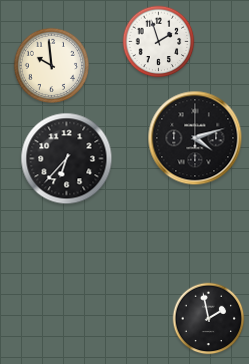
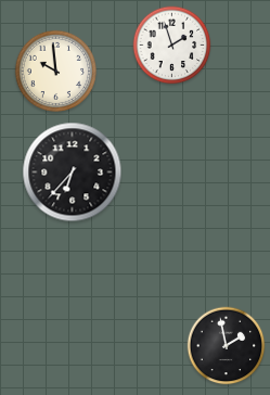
clock at (195, 138): 4:12 -> none
